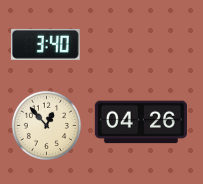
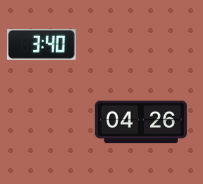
clock at (45, 44) position: (45, 44) -> (41, 44)
clock at (46, 125): 12:53 -> none
